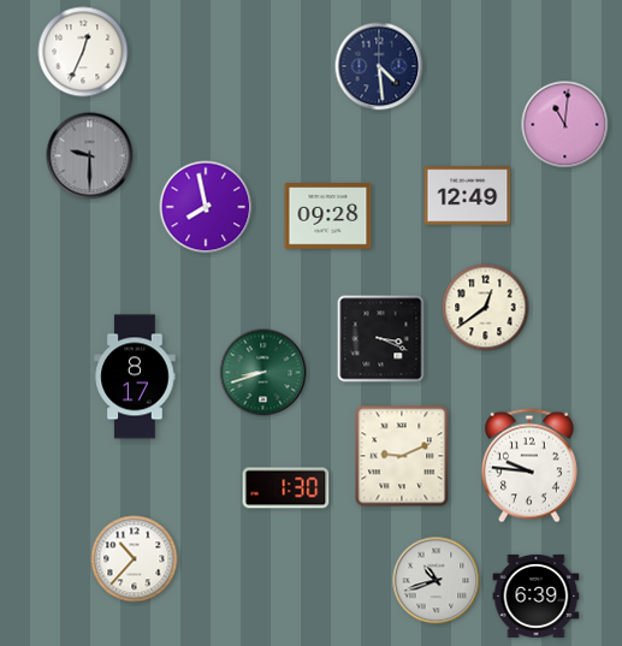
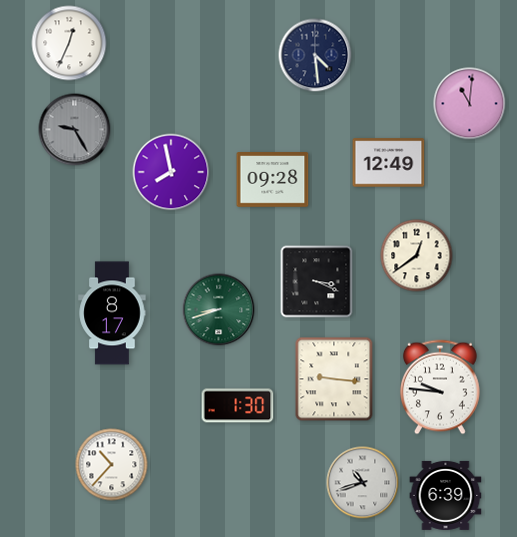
clock at (90, 156): 9:30 -> 9:25
clock at (486, 308) position: (486, 308) -> (417, 256)
clock at (402, 456): 9:11 -> 9:16
